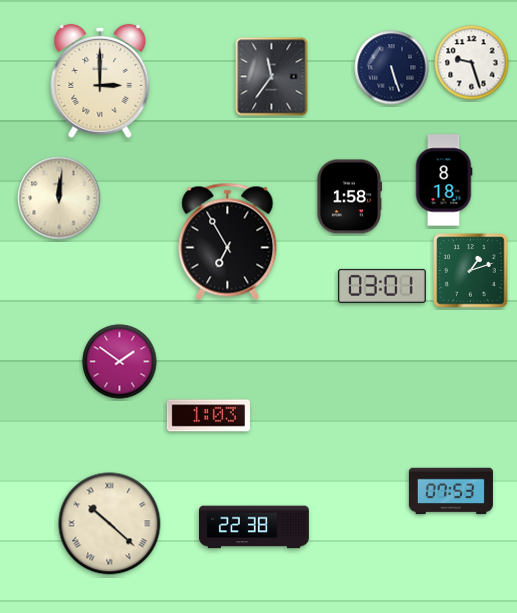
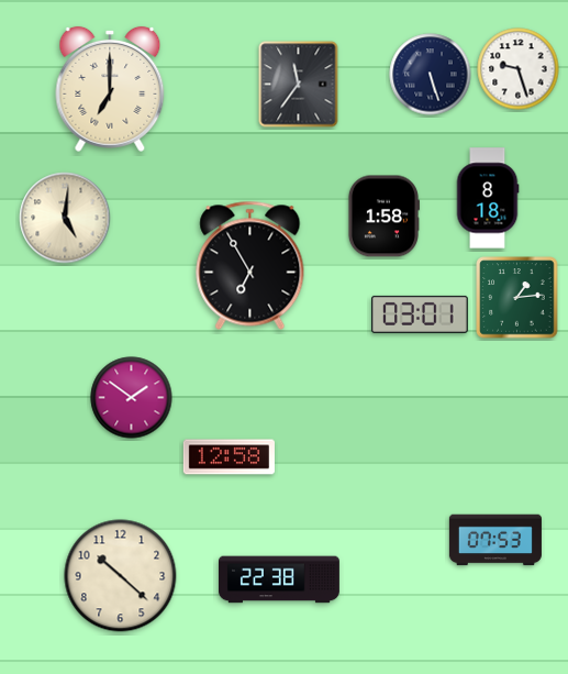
clock at (100, 81): 3:00 -> 7:00
clock at (59, 198): 12:01 -> 5:01
clock at (471, 271): 1:12 -> 1:14
clock at (208, 416): 1:03 -> 12:58
clock at (110, 524) numerals: Roman -> Arabic
